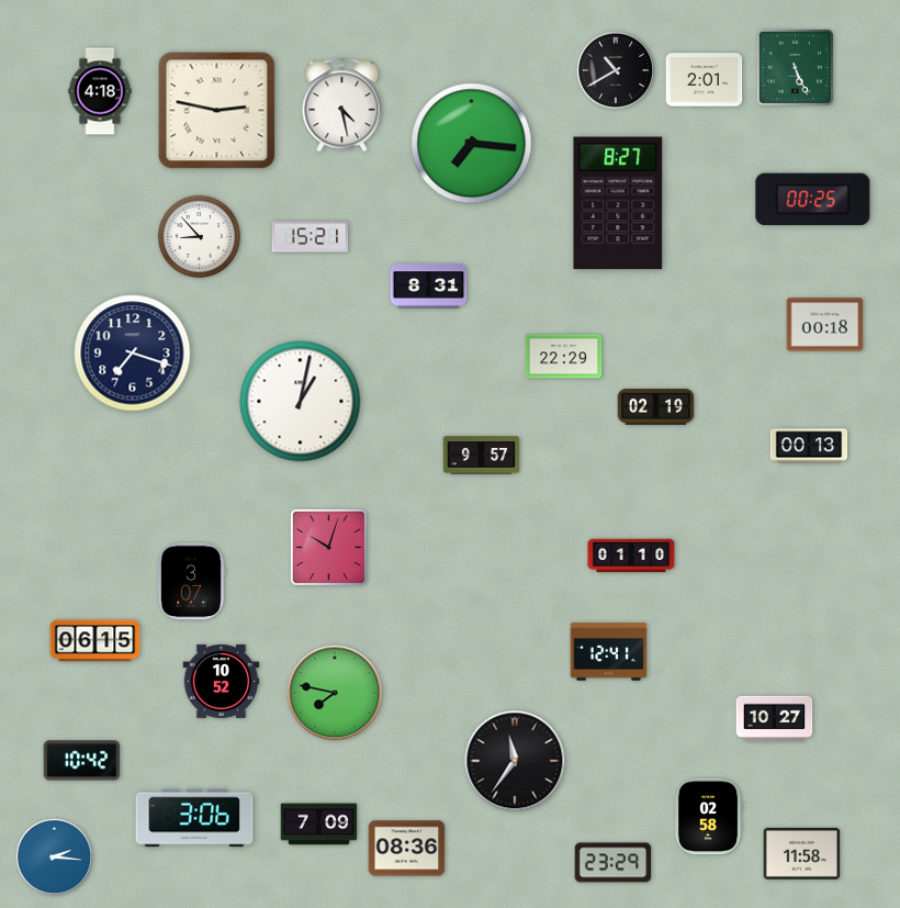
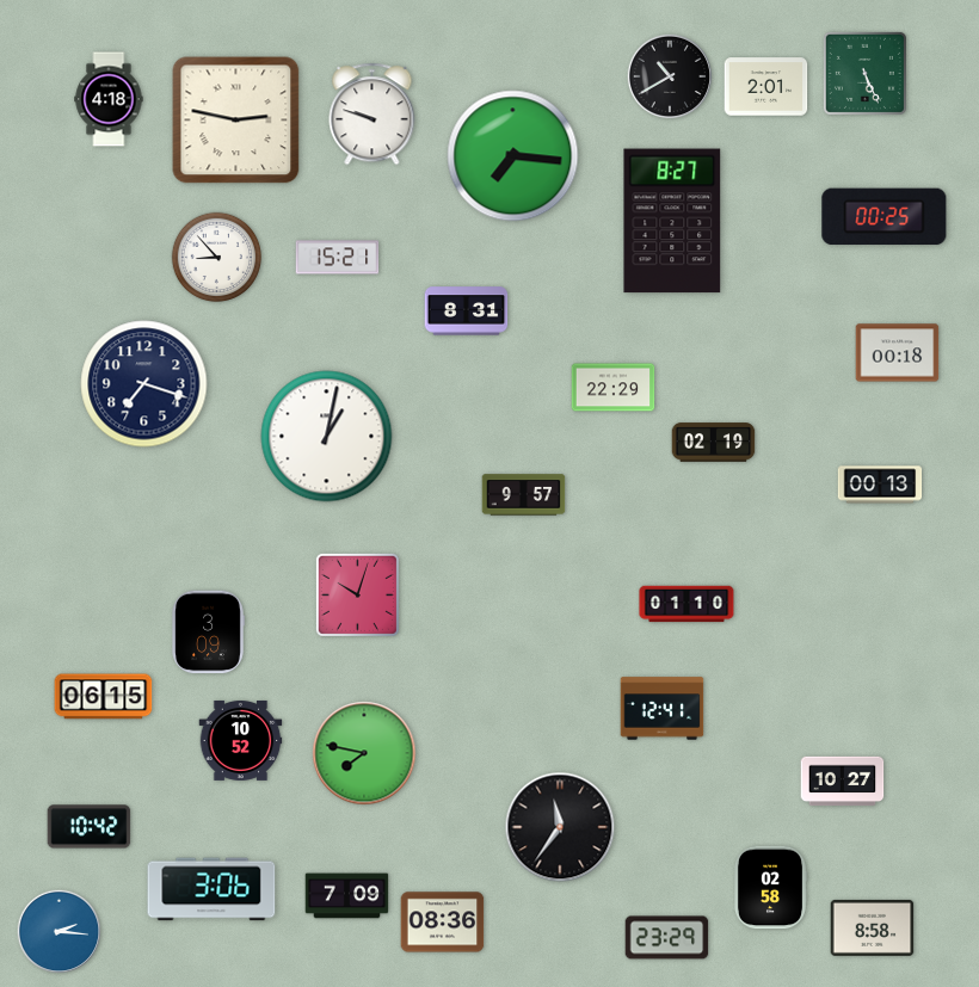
clock at (342, 105): 4:28 -> 9:48
clock at (191, 582): 3:07 -> 3:09
clock at (802, 853): 11:58 -> 8:58
